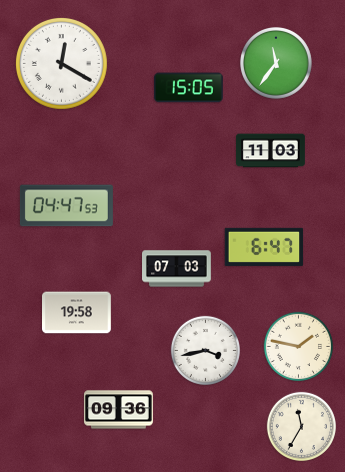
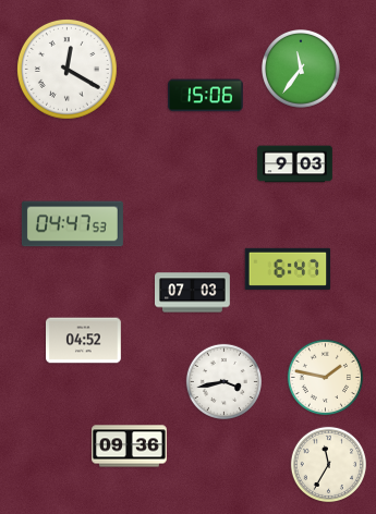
clock at (189, 88): 15:05 -> 15:06
clock at (271, 151): 11:03 -> 9:03
clock at (77, 313): 19:58 -> 04:52
